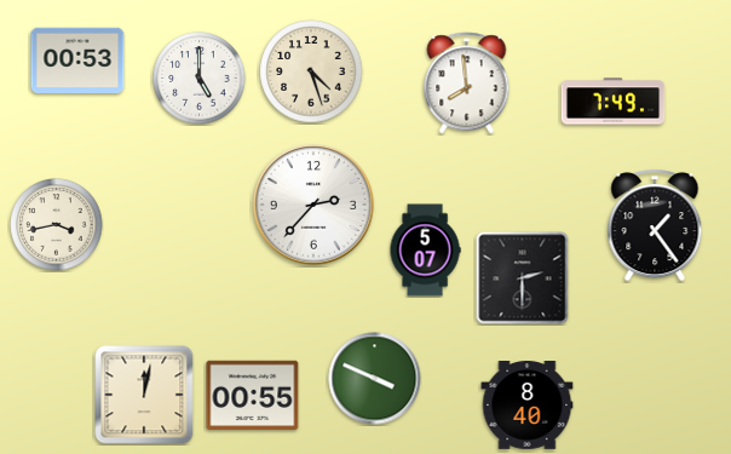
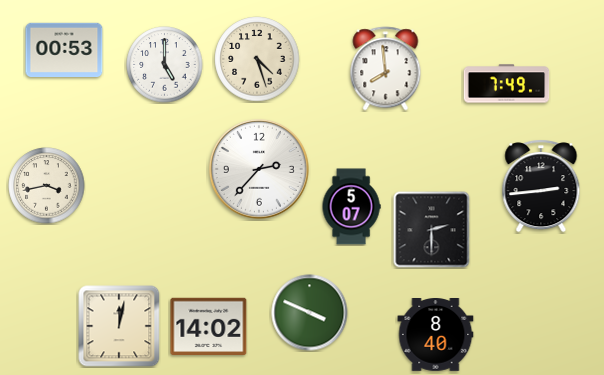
clock at (655, 225): 1:24 -> 2:44
clock at (253, 396): 00:55 -> 14:02
